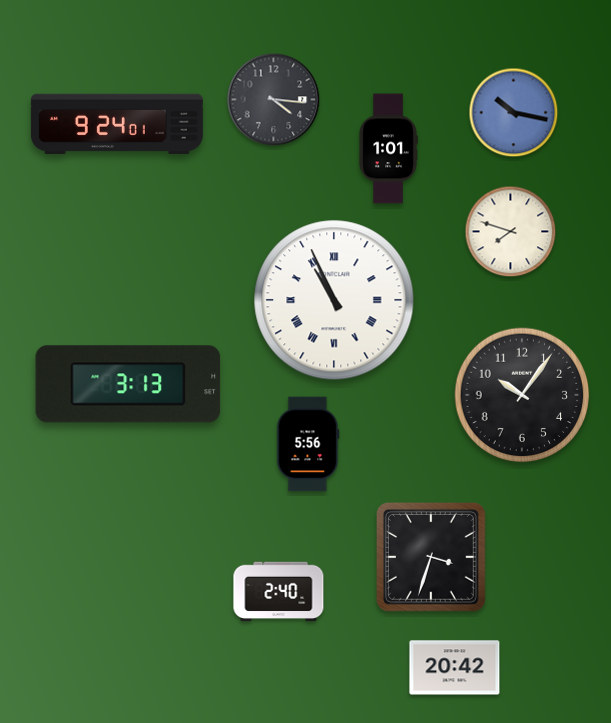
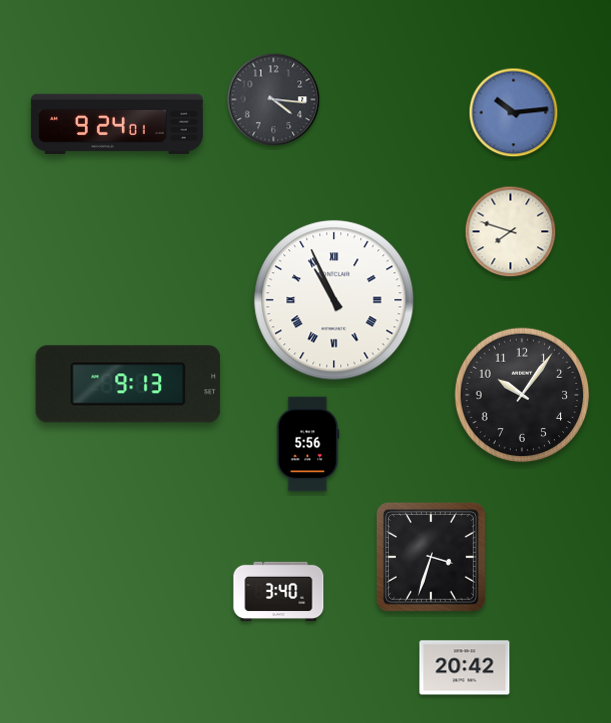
clock at (514, 113): 10:17 -> 10:14
clock at (388, 149): 1:01 -> none
clock at (128, 384): 3:13 -> 9:13
clock at (279, 592): 2:40 -> 3:40
clock at (455, 668) position: (455, 668) -> (465, 668)
